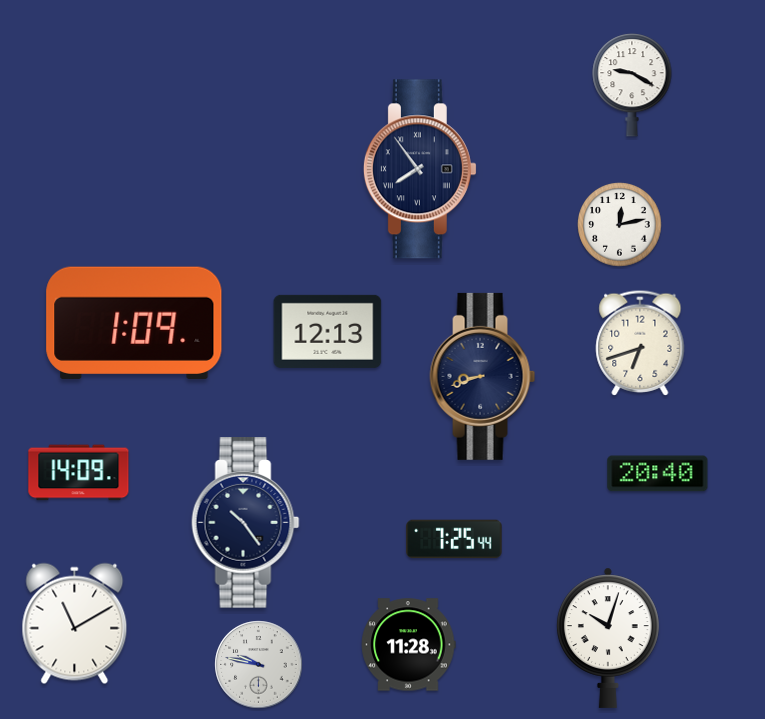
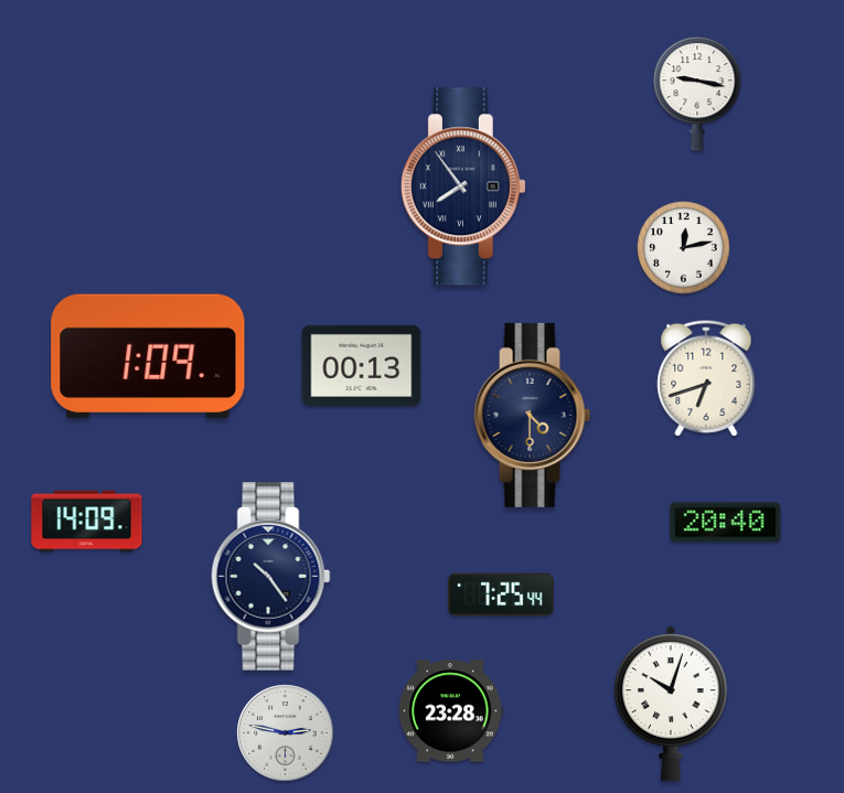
clock at (632, 85): 9:20 -> 9:17
clock at (328, 331): 12:13 -> 00:13
clock at (483, 376): 8:42 -> 4:30
clock at (75, 624): 11:10 -> none
clock at (408, 645): 11:28 -> 23:28
clock at (259, 665): 9:47 -> 2:47
